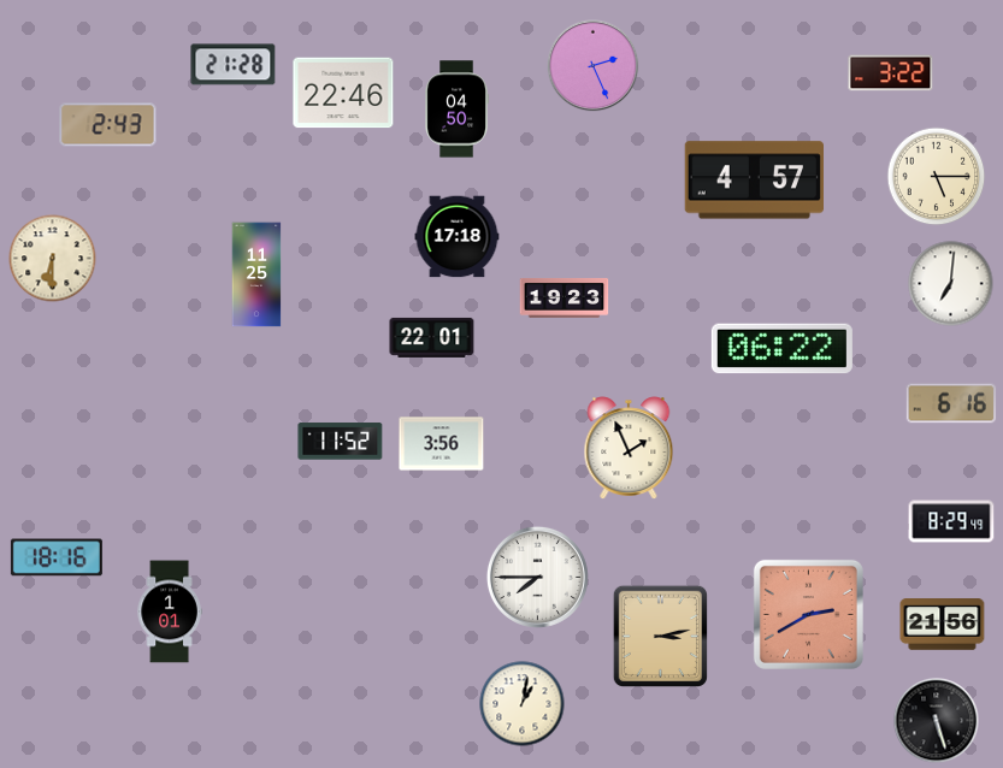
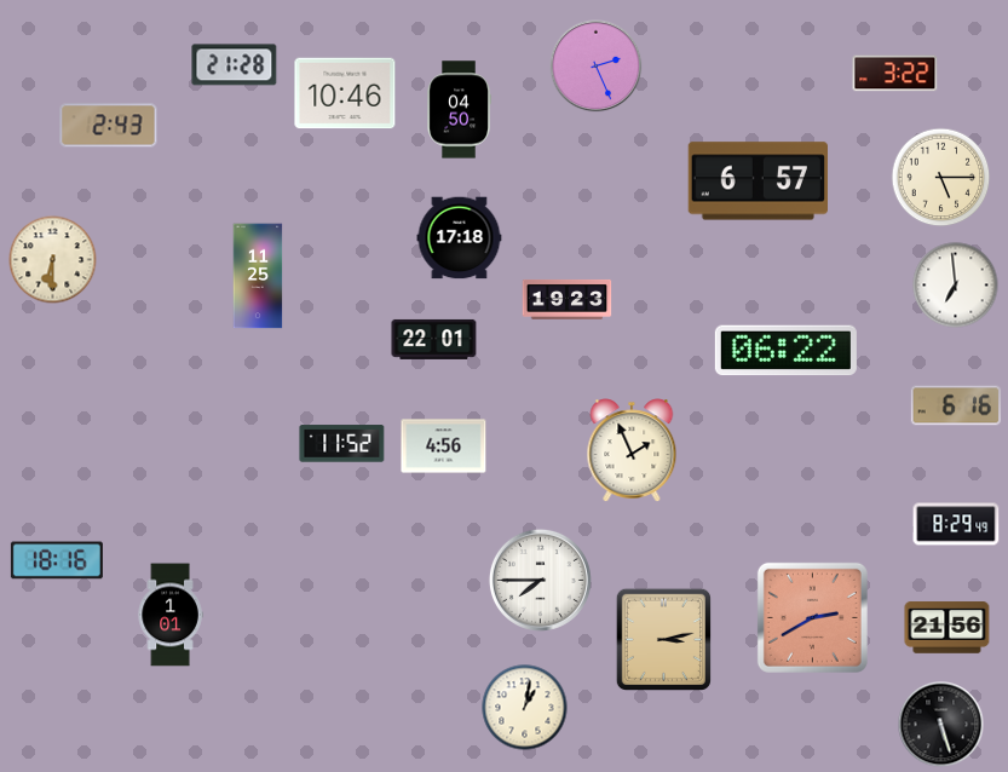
clock at (343, 93): 22:46 -> 10:46
clock at (754, 181): 4:57 -> 6:57
clock at (951, 284): 7:01 -> 6:59
clock at (442, 444): 3:56 -> 4:56
